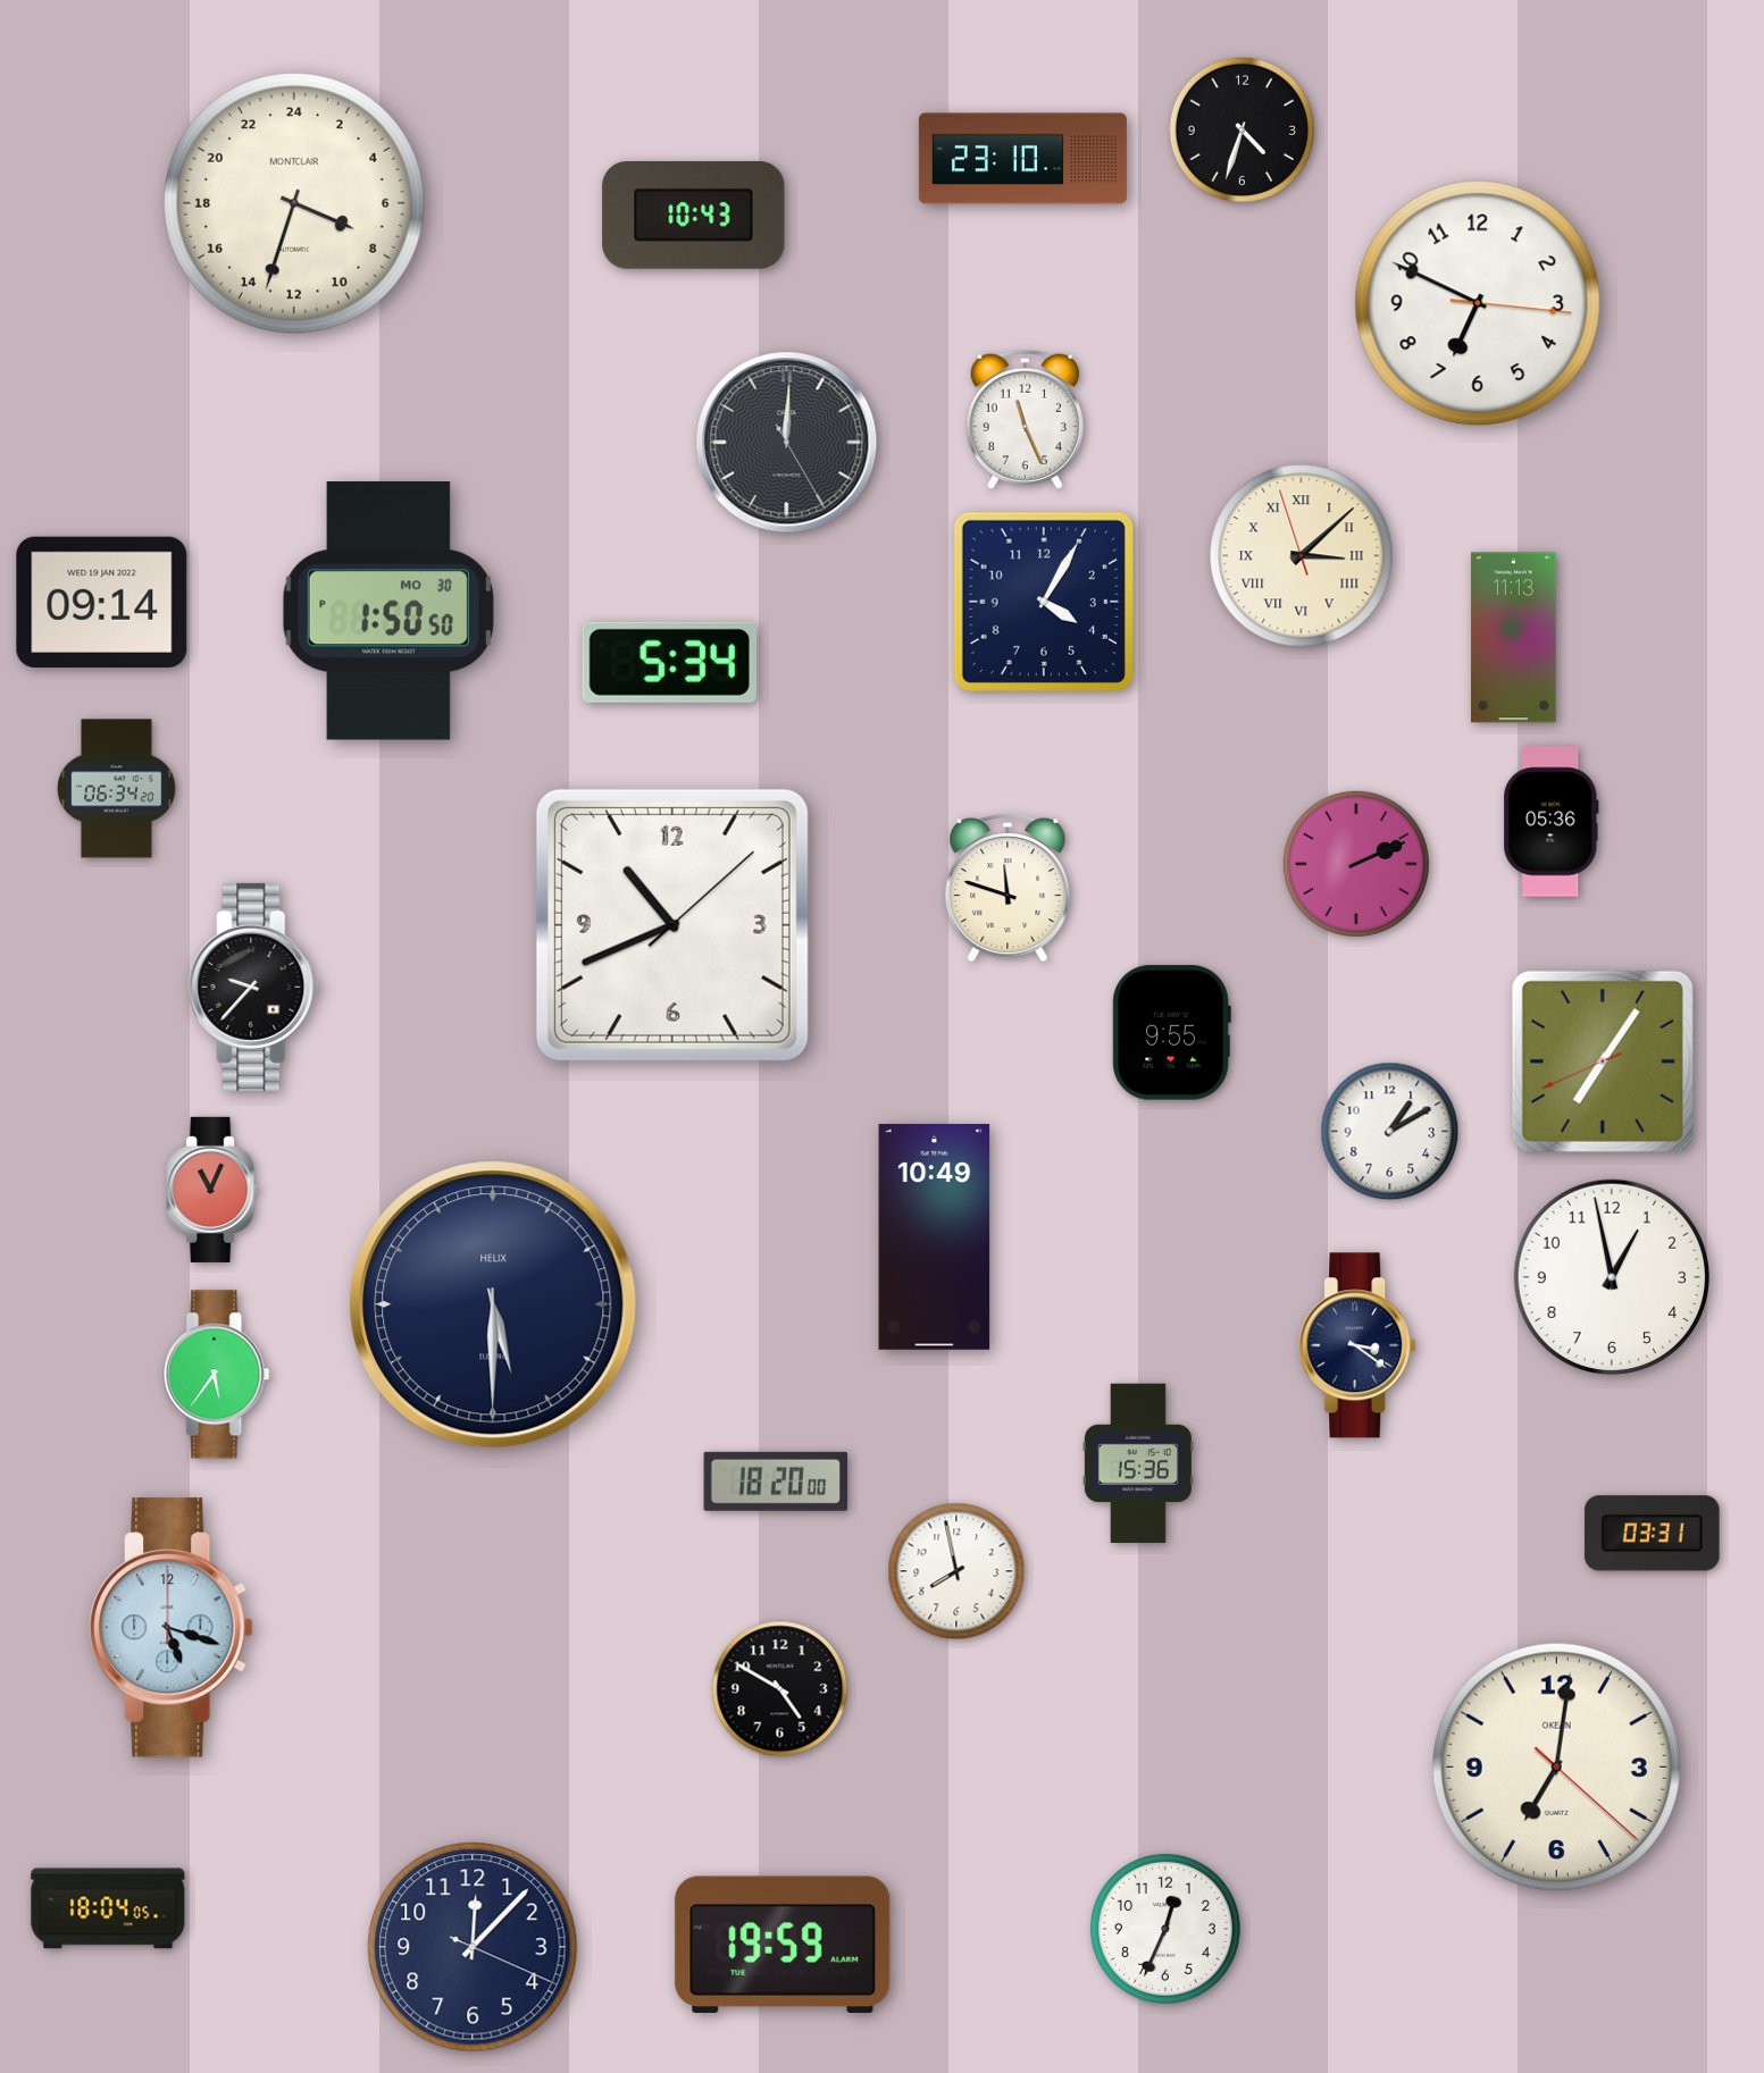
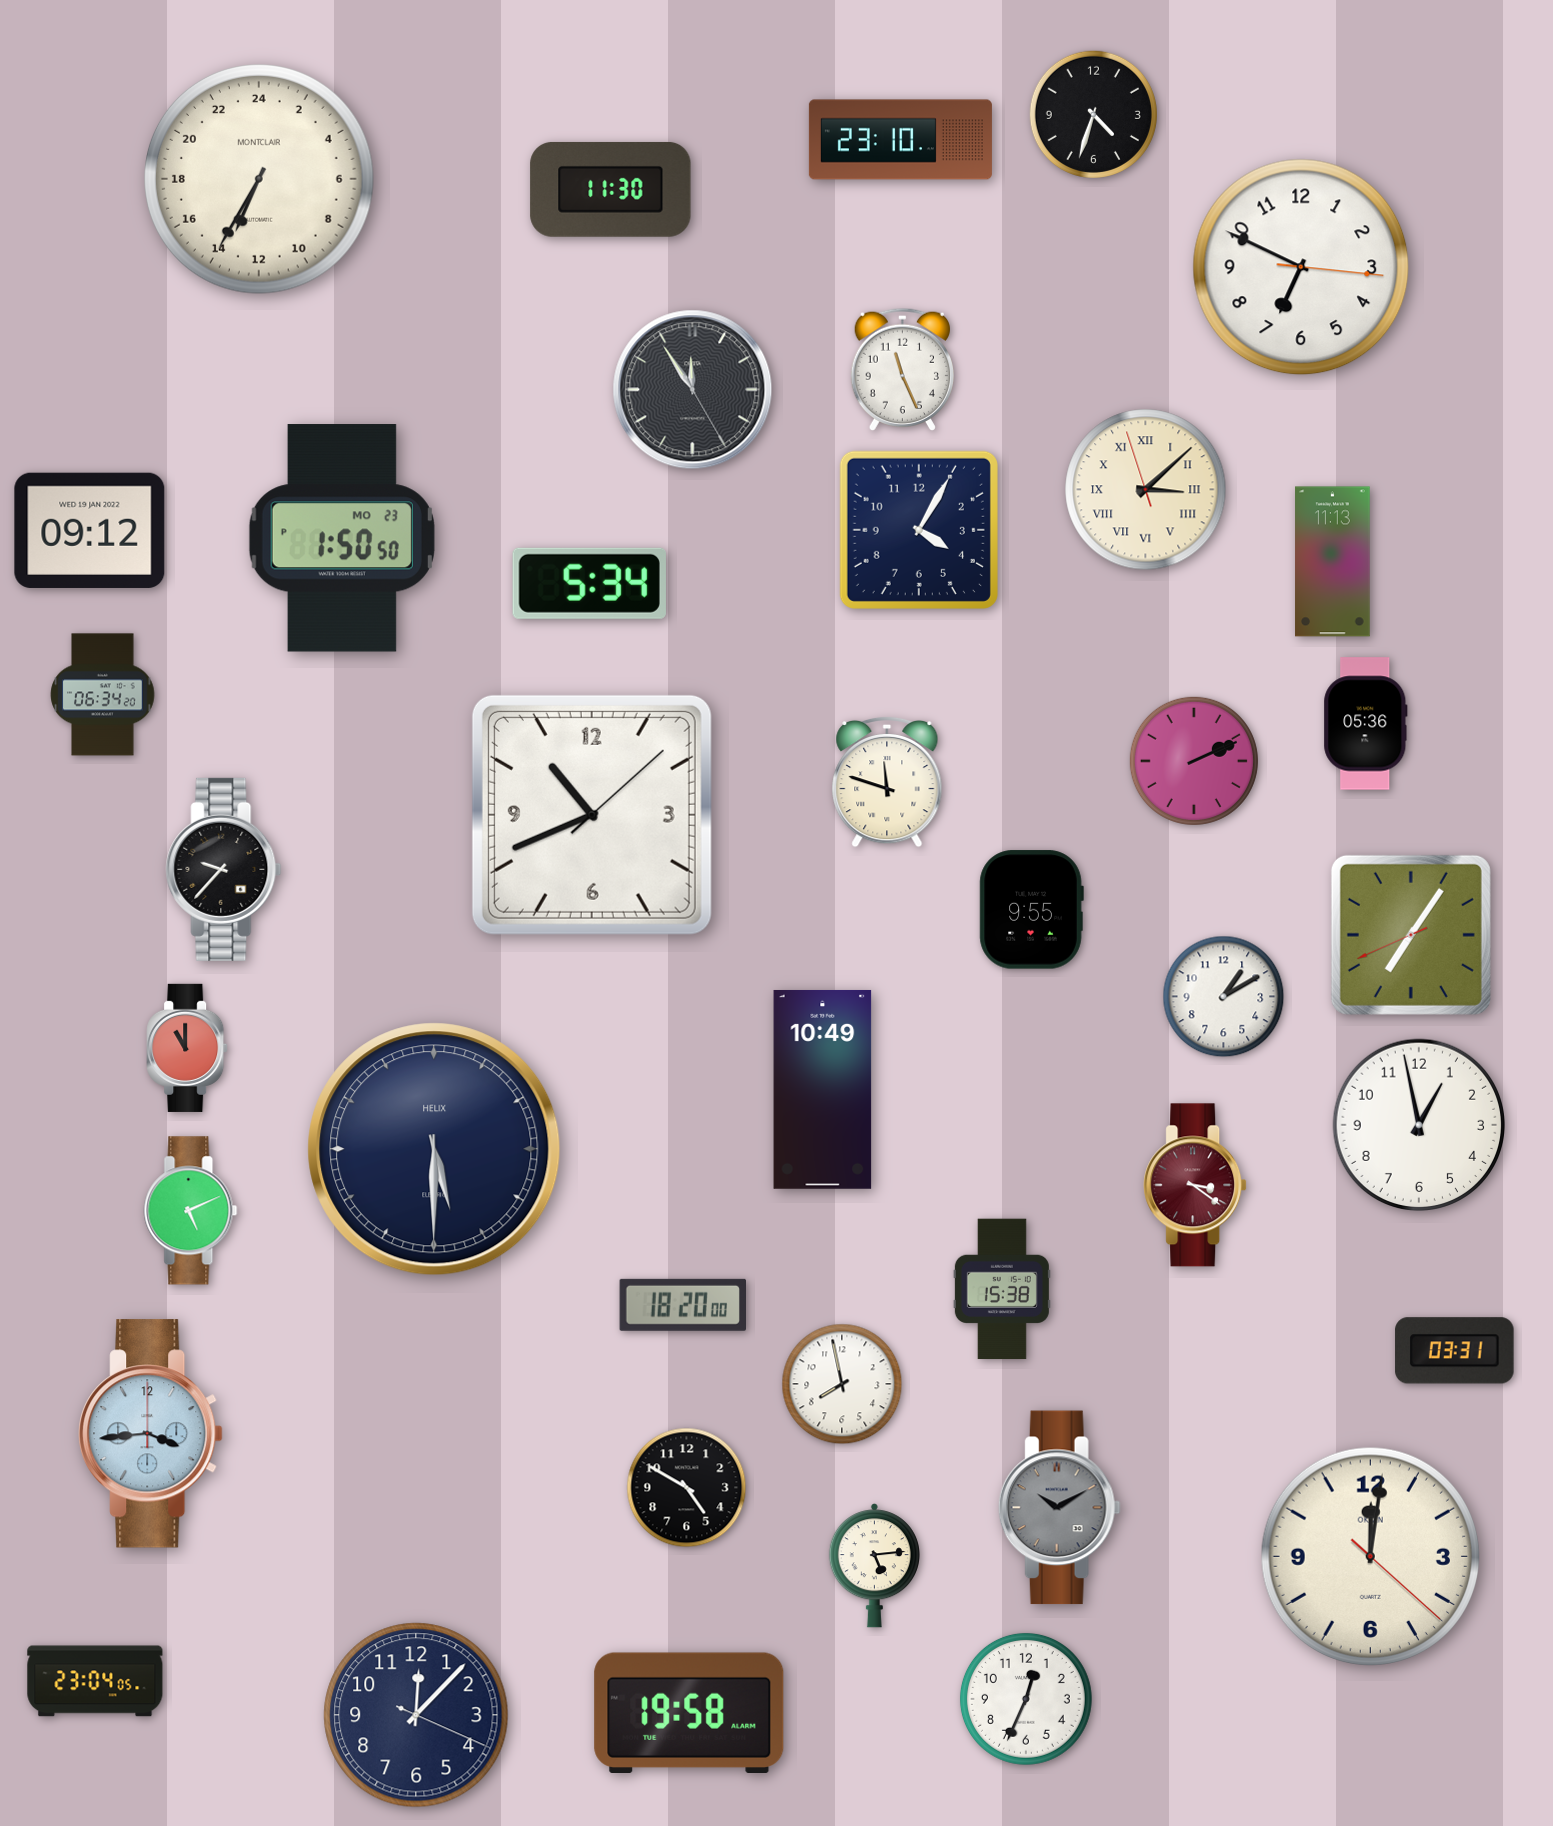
clock at (295, 204): 7:33 -> 13:35
clock at (694, 215): 10:43 -> 11:30
clock at (787, 443): 12:00 -> 11:54
clock at (102, 602): 09:14 -> 09:12
clock at (388, 612) date: MO 30 -> MO 23
clock at (212, 1190): 11:04 -> 11:00
clock at (1357, 1345) dial: navy -> burgundy
clock at (217, 1375): 5:36 -> 5:11
clock at (1138, 1463): 15:36 -> 15:38
clock at (172, 1628): 5:18 -> 3:44
clock at (1059, 1508): none -> 10:10
clock at (1556, 1766): 7:01 -> 12:01
clock at (874, 1566): none -> 5:14
clock at (108, 1908): 18:04 -> 23:04
clock at (783, 1944): 19:59 -> 19:58
